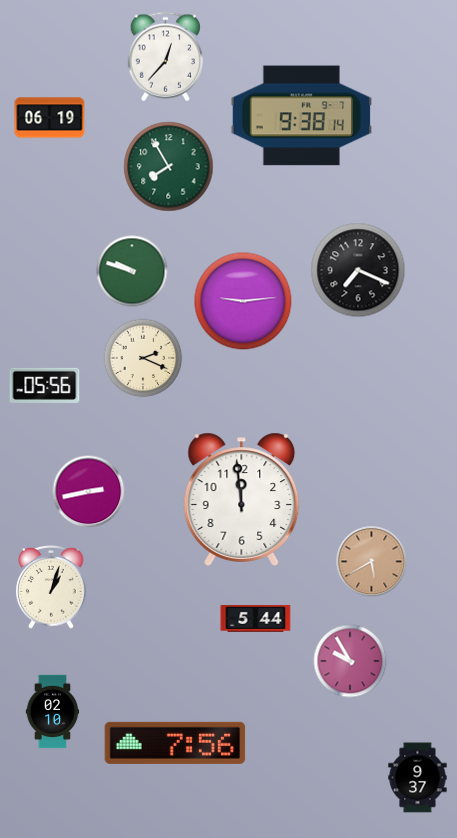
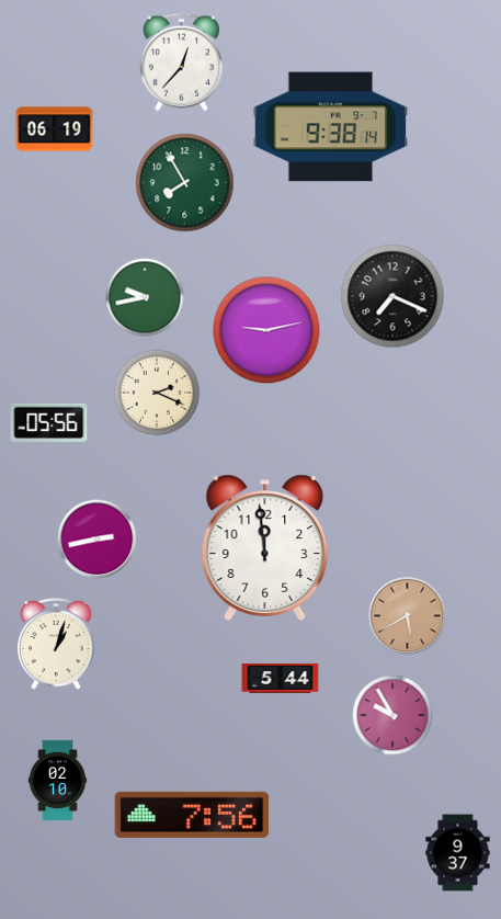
clock at (132, 271): 9:48 -> 9:43
clock at (243, 301): 9:14 -> 9:13
clock at (350, 661) position: (350, 661) -> (392, 715)
